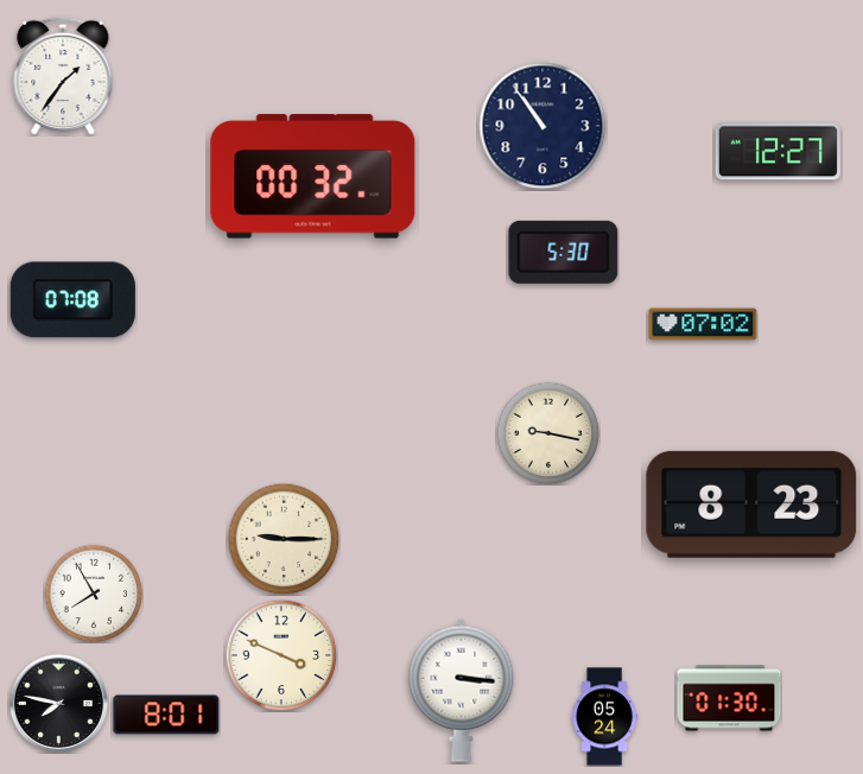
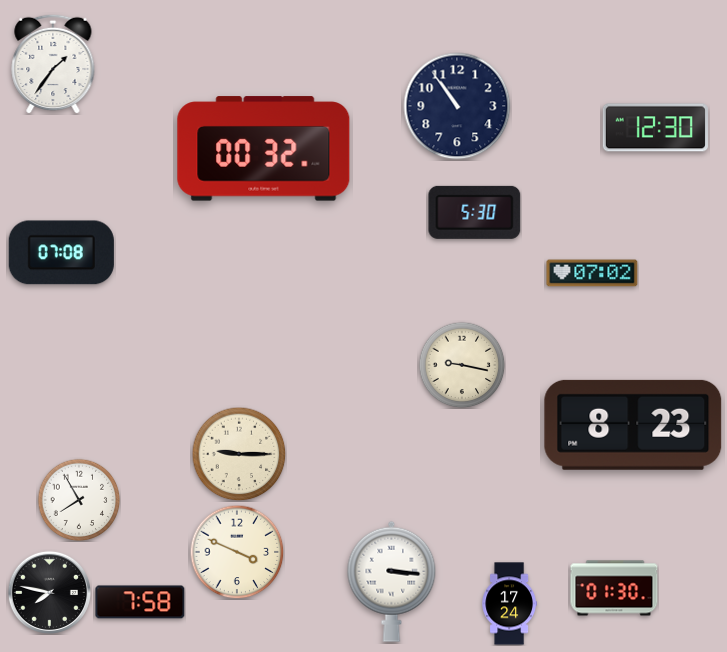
clock at (778, 152): 12:27 -> 12:30
clock at (462, 690) position: (462, 690) -> (392, 581)
clock at (166, 715): 8:01 -> 7:58
clock at (604, 717): 05:24 -> 17:24
